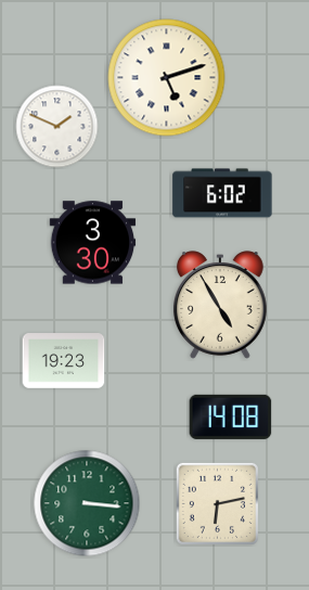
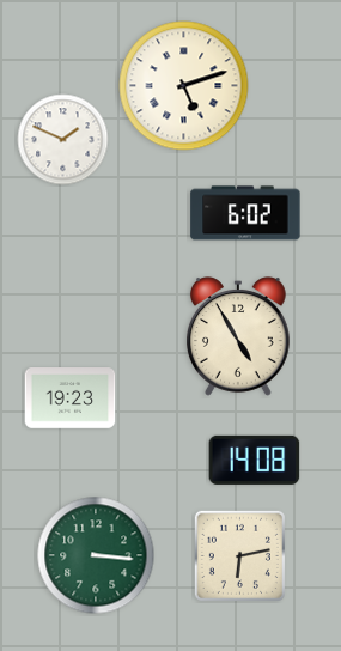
clock at (93, 243): 3:30 -> none
clock at (220, 305) position: (220, 305) -> (238, 336)
